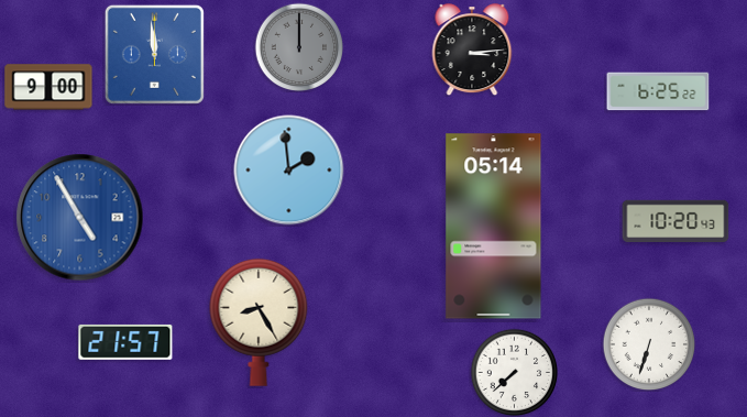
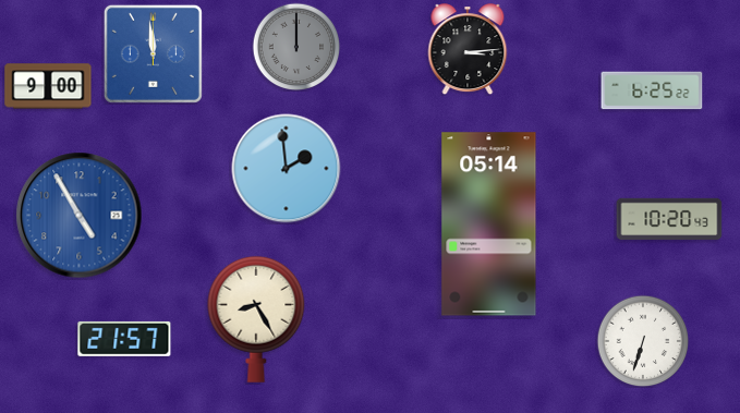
clock at (514, 372): 7:38 -> none
